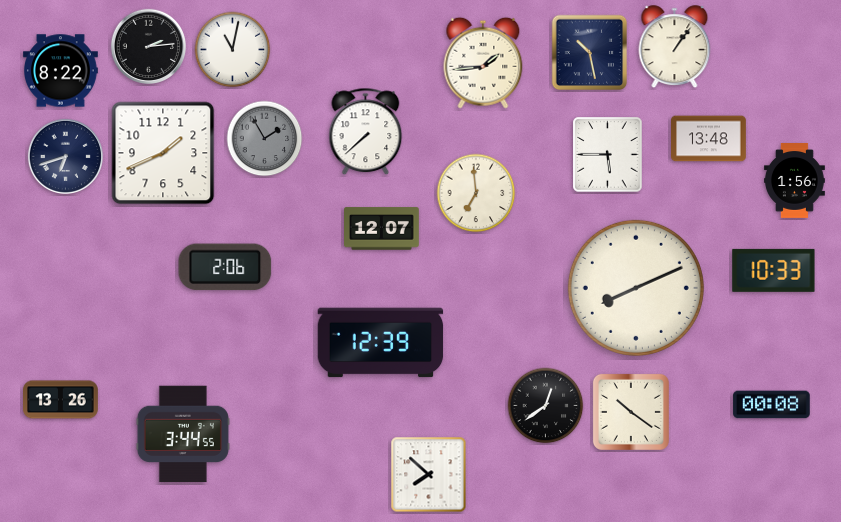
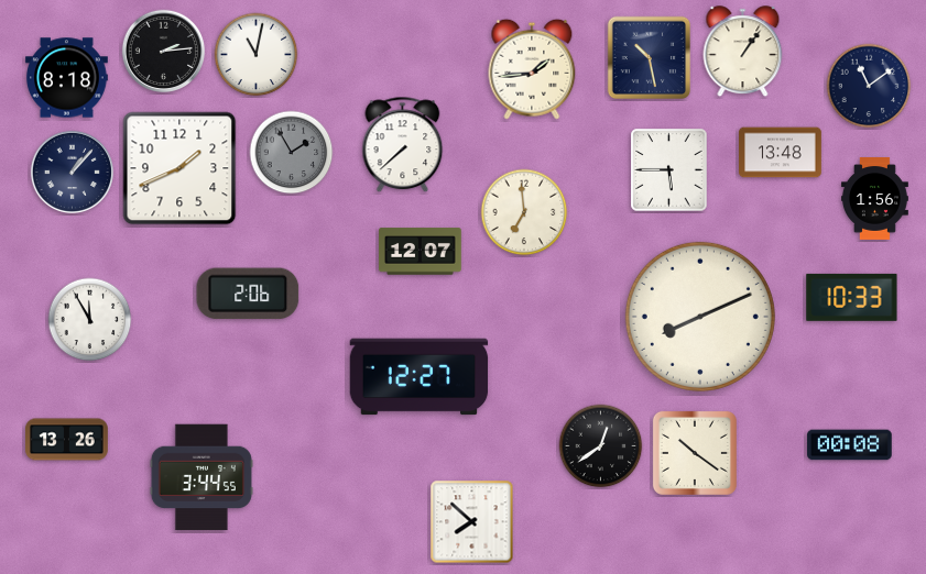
clock at (61, 71): 8:22 -> 8:18
clock at (869, 86): none -> 11:09
clock at (65, 156): 6:42 -> 1:07
clock at (90, 320): none -> 11:55
clock at (381, 343): 12:39 -> 12:27
